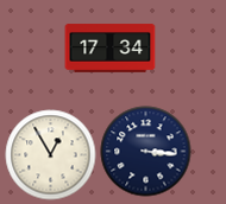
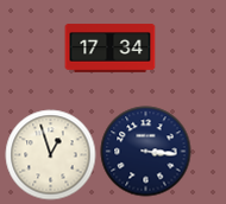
clock at (51, 155): 12:55 -> 12:57
